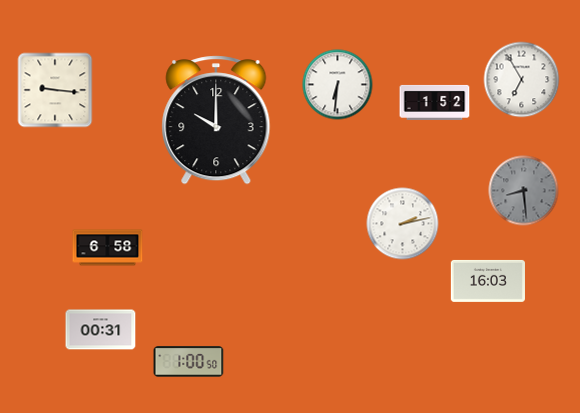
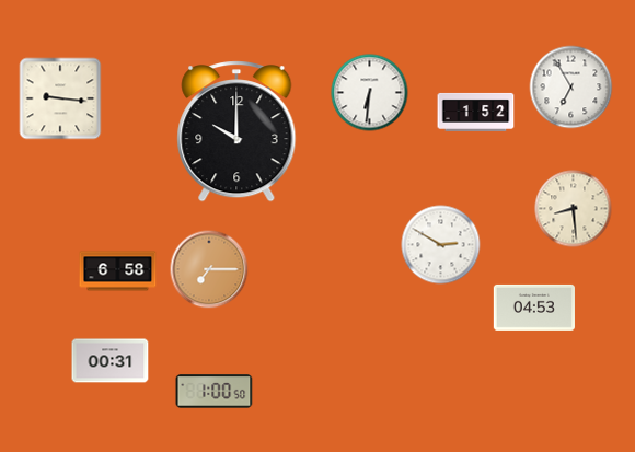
clock at (524, 191) dial: grey -> cream
clock at (403, 224): 2:13 -> 2:50
clock at (209, 269): none -> 7:15
clock at (488, 281): 16:03 -> 04:53
clock at (189, 362) position: (189, 362) -> (215, 392)
